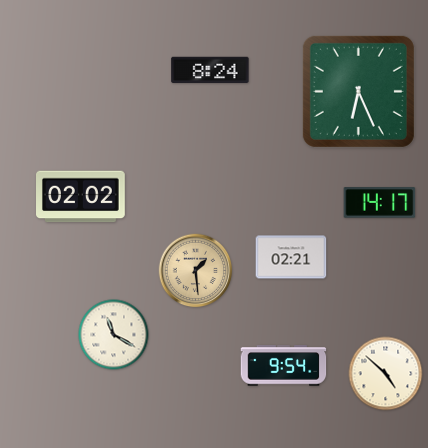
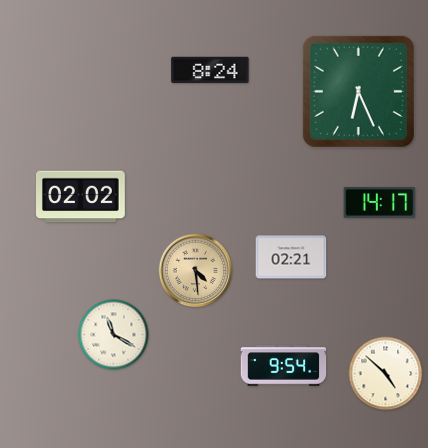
clock at (196, 271): 1:29 -> 4:29
